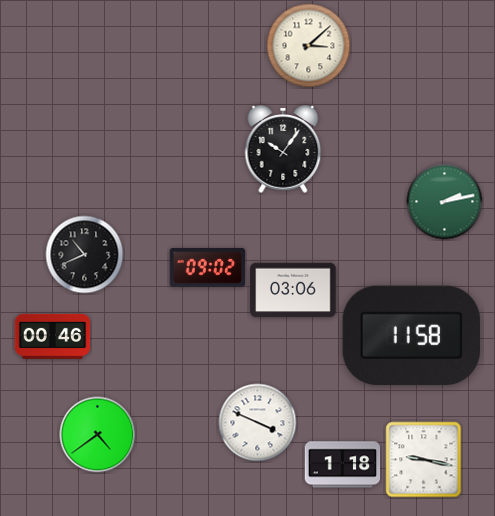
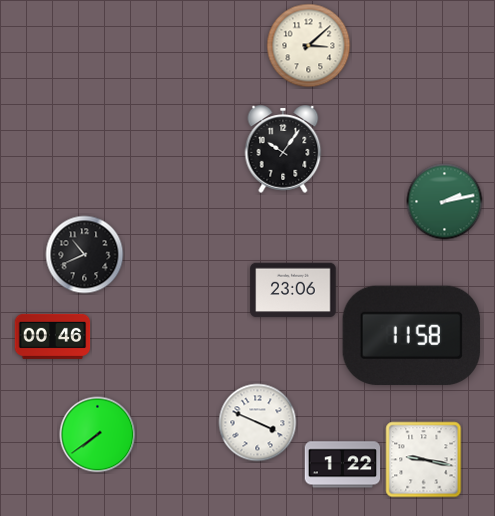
clock at (208, 268): 09:02 -> none
clock at (293, 290): 03:06 -> 23:06
clock at (98, 435): 4:39 -> 7:39
clock at (343, 465): 1:18 -> 1:22
